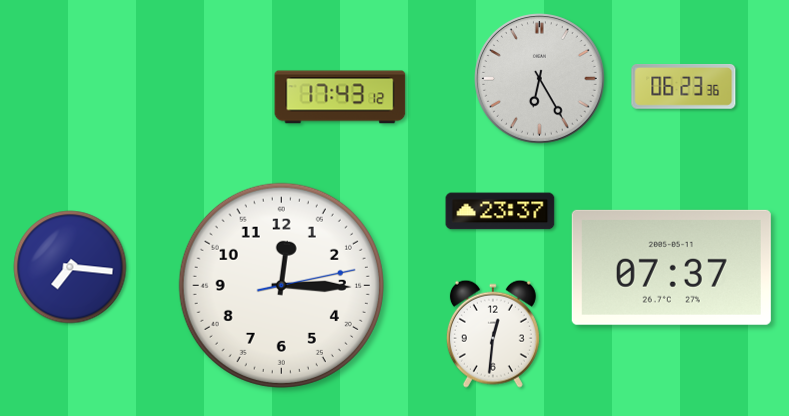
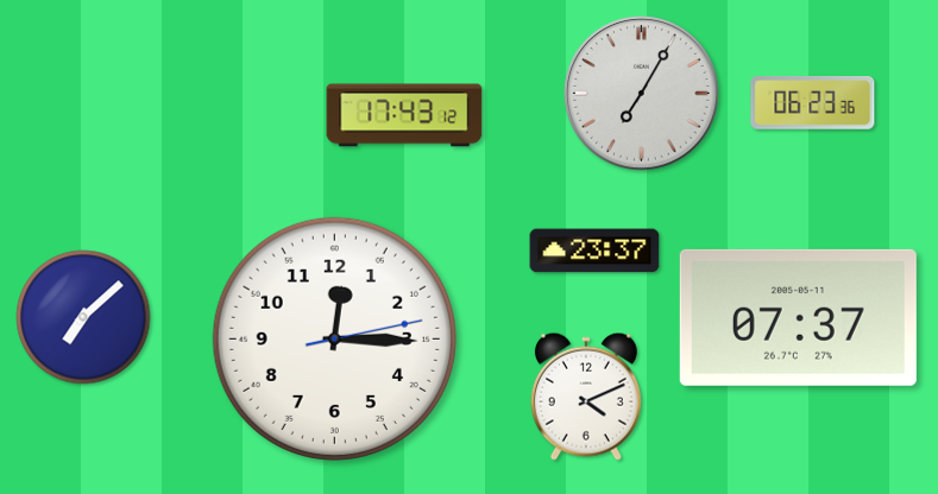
clock at (540, 79): 6:25 -> 7:05
clock at (70, 267): 7:16 -> 7:08
clock at (493, 334): 12:31 -> 4:11
